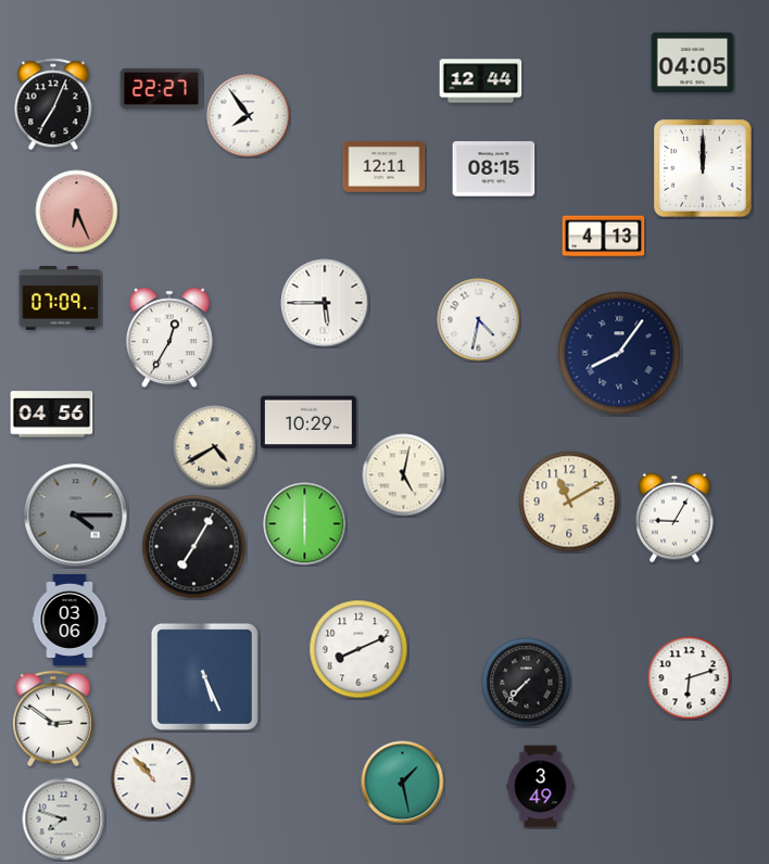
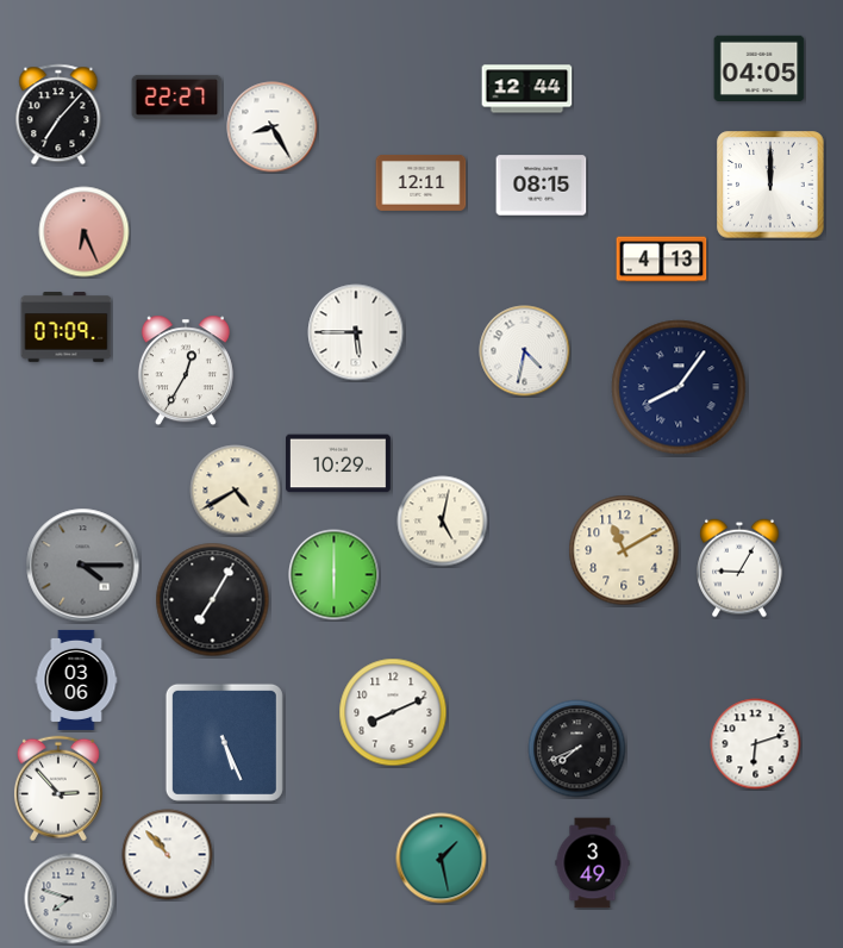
clock at (53, 104): 7:04 -> 7:07
clock at (249, 116): 7:54 -> 8:25
clock at (52, 415): 04:56 -> none
clock at (527, 683): 7:37 -> 7:41
clock at (53, 719): 2:51 -> 2:53
